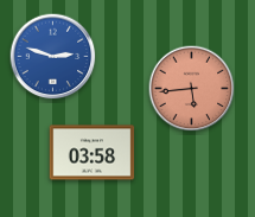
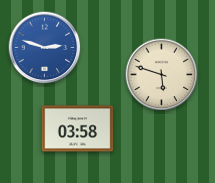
clock at (192, 89): 5:44 -> 5:48
clock at (192, 89) dial: salmon -> cream
